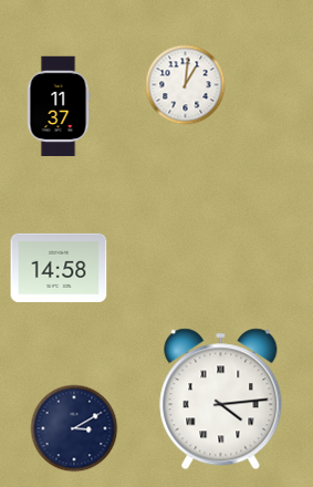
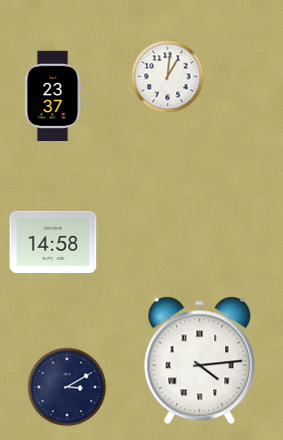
clock at (59, 106): 11:37 -> 23:37
